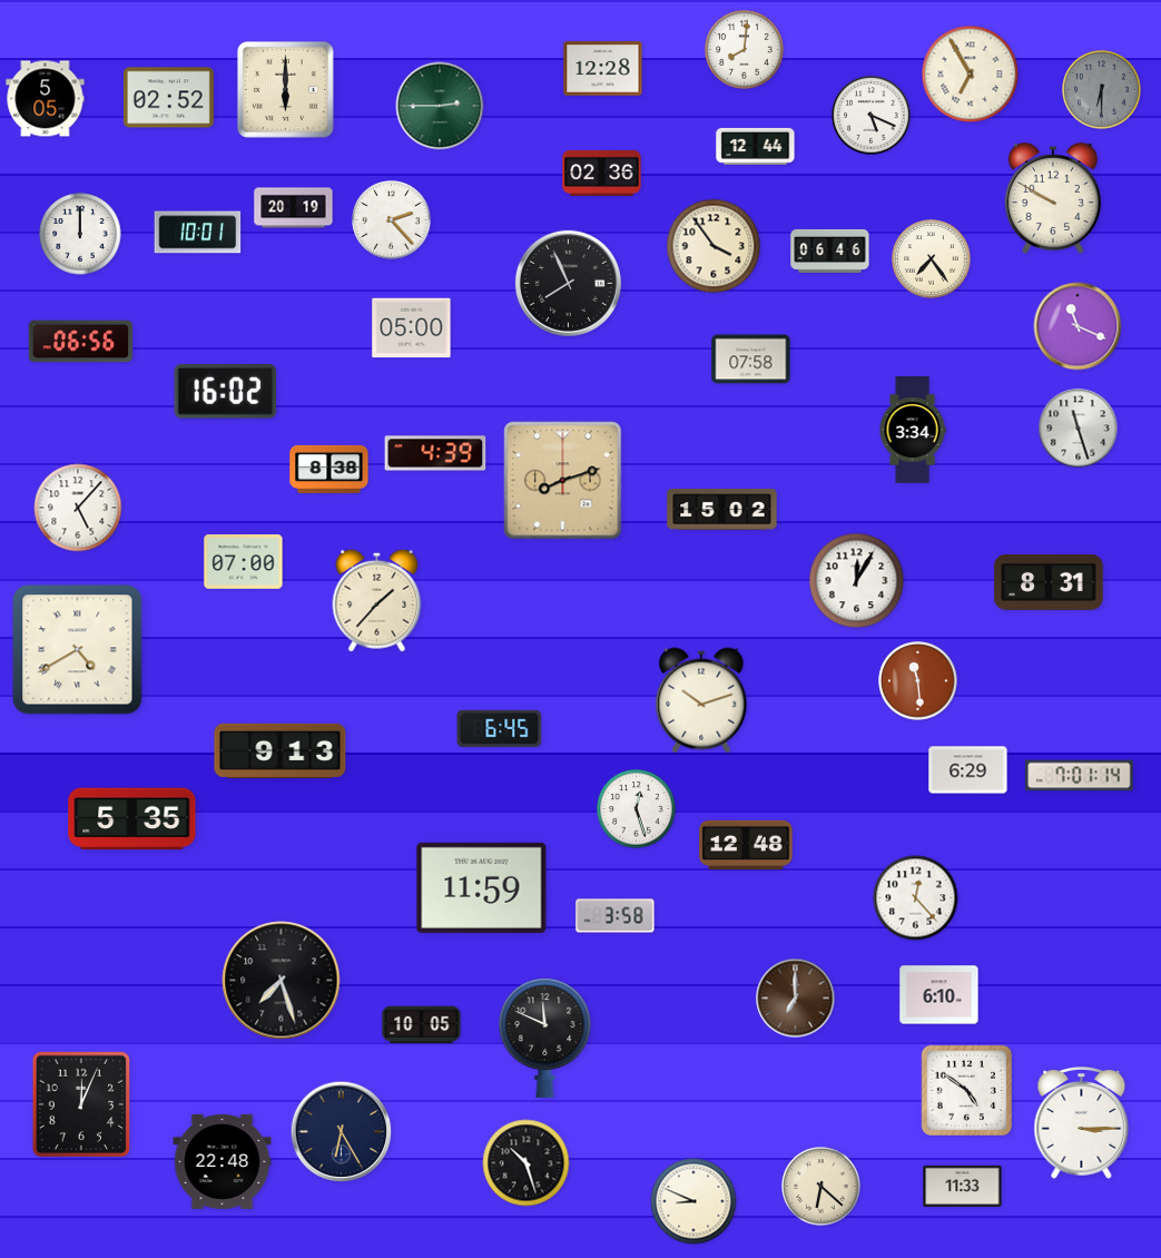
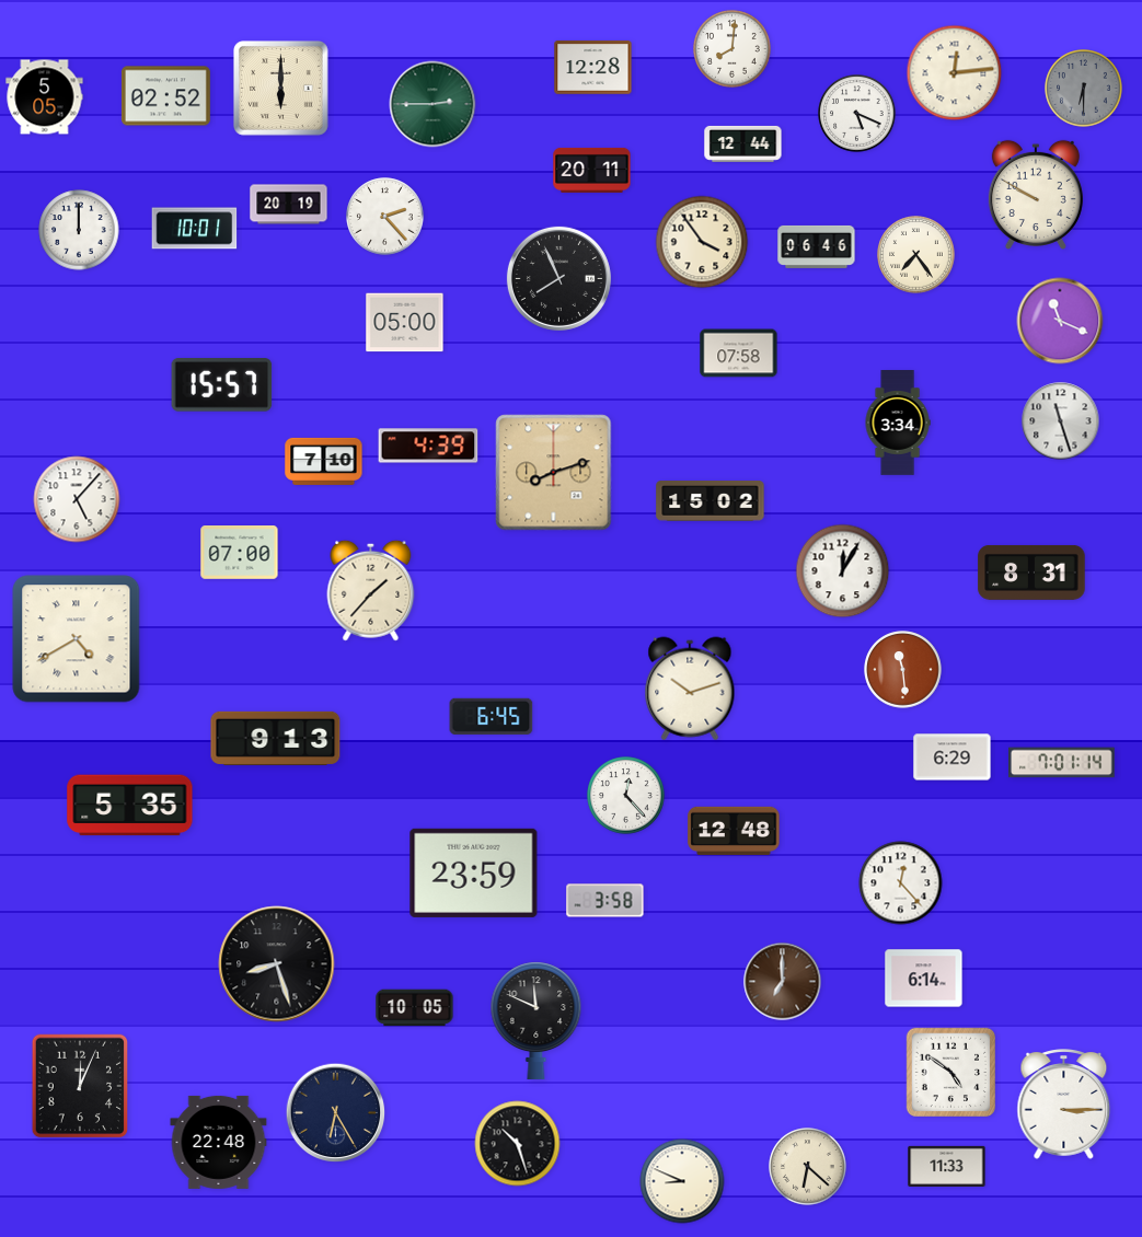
clock at (971, 75): 6:55 -> 12:14
clock at (602, 173): 02:36 -> 20:11
clock at (80, 342): 06:56 -> none
clock at (226, 392): 16:02 -> 15:57
clock at (329, 469): 8:38 -> 7:10
clock at (637, 809): 12:27 -> 12:23
clock at (482, 887): 11:59 -> 23:59
clock at (282, 981): 7:27 -> 8:27
clock at (939, 995): 6:10 -> 6:14
